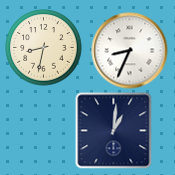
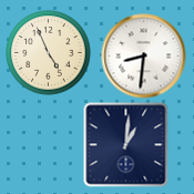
clock at (44, 48): 8:32 -> 4:56
clock at (130, 51): 8:34 -> 8:31
